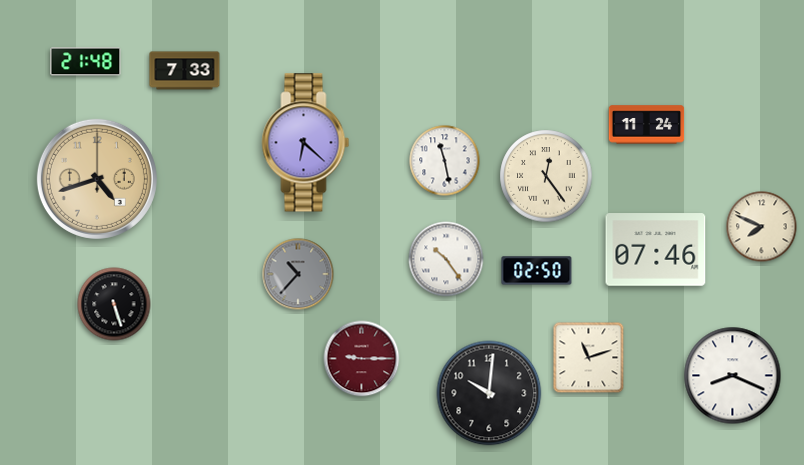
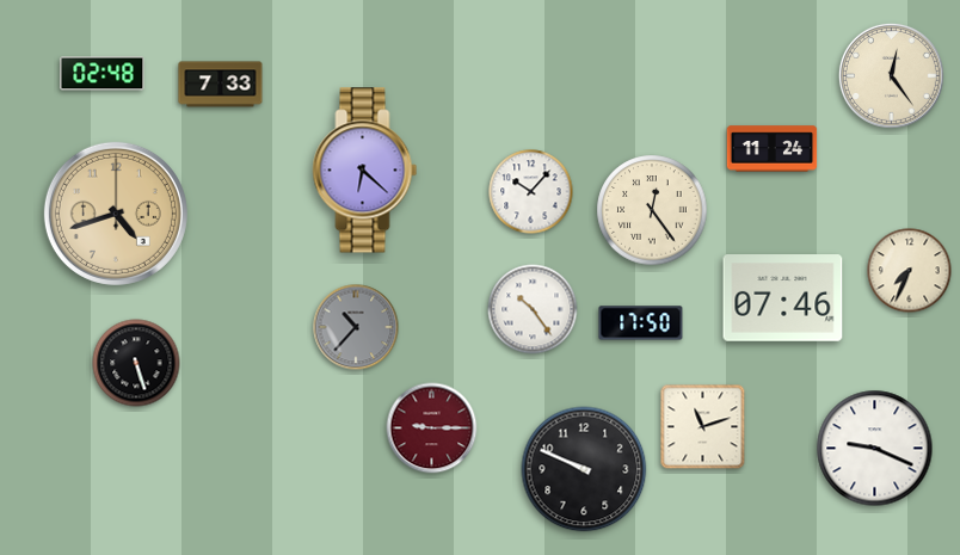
clock at (86, 62): 21:48 -> 02:48
clock at (891, 75): none -> 12:24
clock at (445, 161): 11:28 -> 10:07
clock at (762, 227): 7:49 -> 7:34
clock at (537, 271): 02:50 -> 17:50
clock at (733, 376): 8:19 -> 9:19
clock at (489, 393): 10:01 -> 9:49
